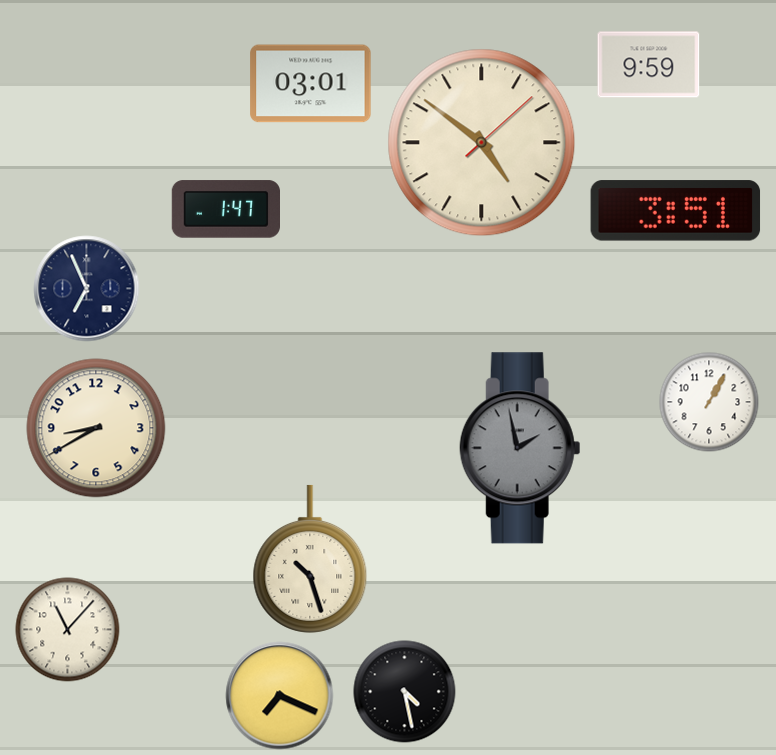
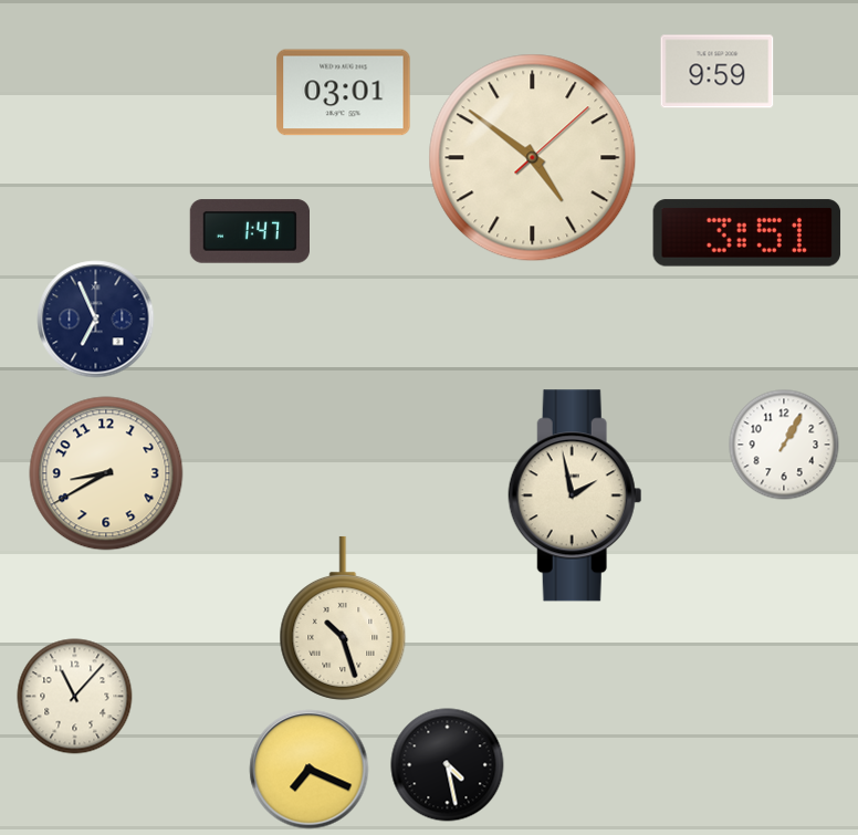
clock at (520, 448) dial: grey -> cream
